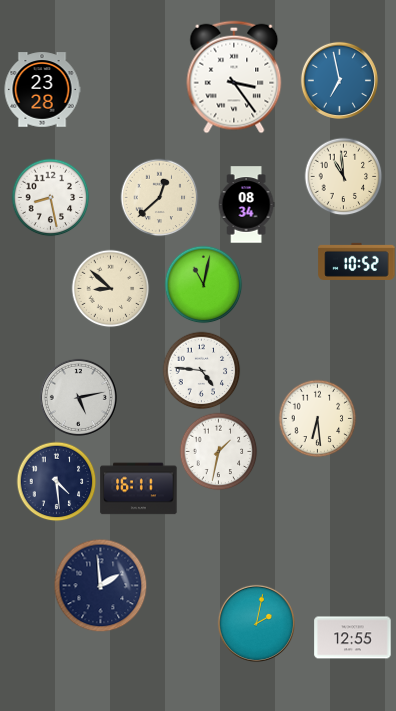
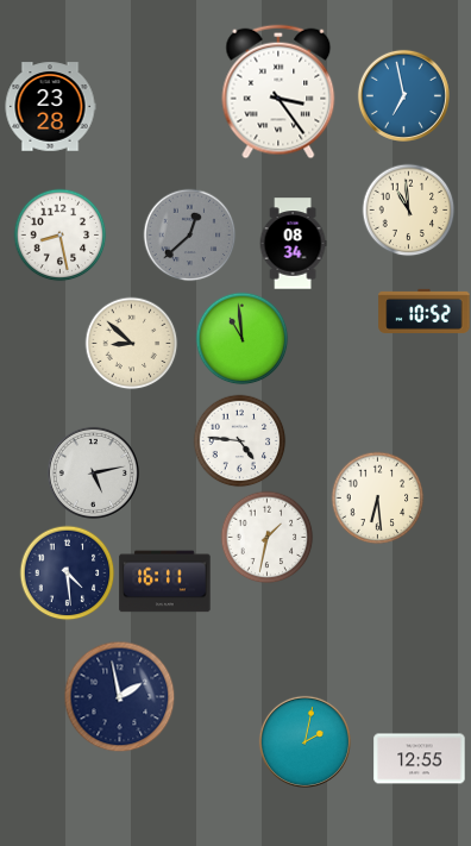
clock at (159, 197) dial: cream -> grey
clock at (203, 284): 11:02 -> 10:59
clock at (218, 451) position: (218, 451) -> (266, 537)
clock at (100, 585): 1:59 -> 1:58
